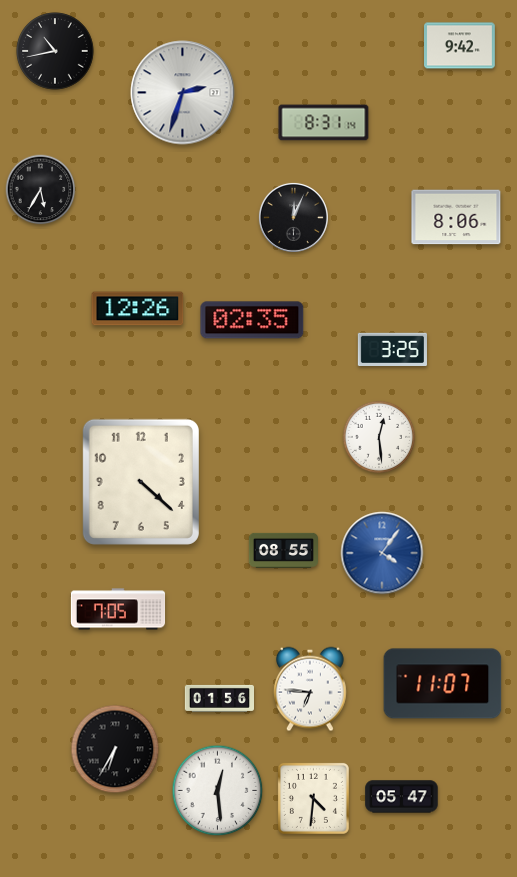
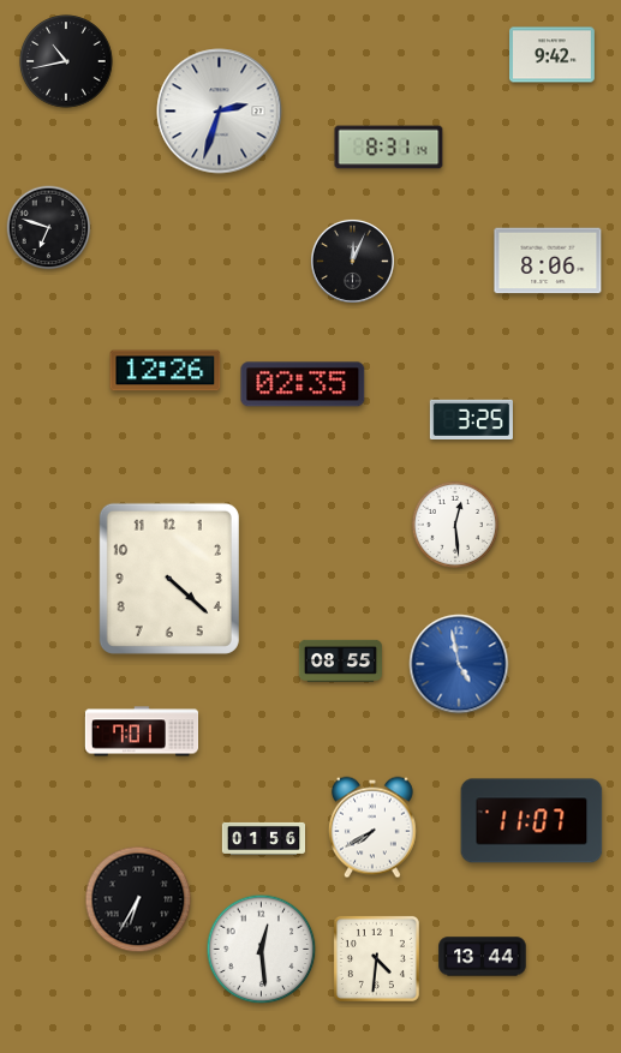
clock at (41, 190): 5:35 -> 6:48
clock at (382, 553): 4:06 -> 4:58
clock at (118, 609): 7:05 -> 7:01
clock at (310, 689): 6:46 -> 7:40
clock at (402, 797): 05:47 -> 13:44
